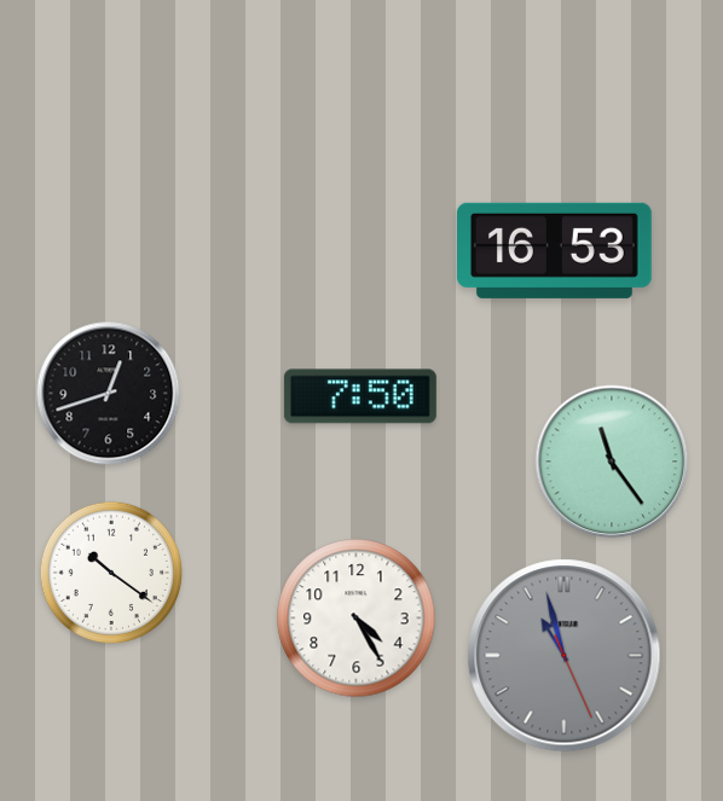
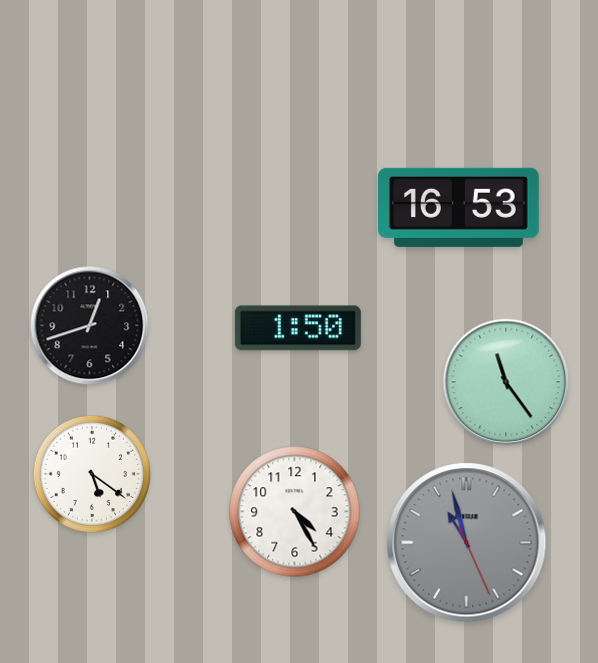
clock at (360, 396): 7:50 -> 1:50
clock at (110, 571): 10:21 -> 5:21
